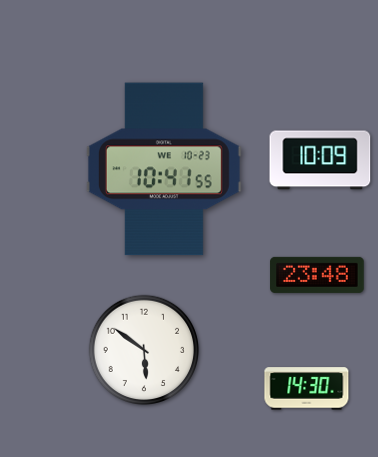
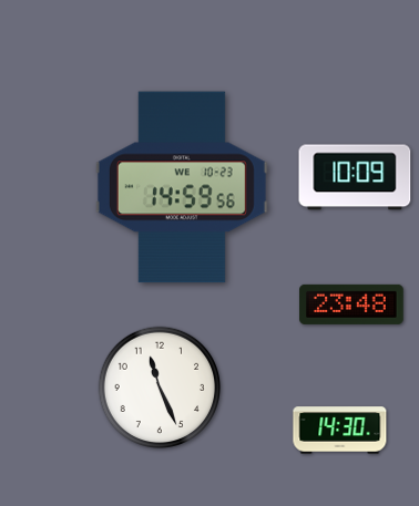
clock at (164, 169): 10:41 -> 14:59
clock at (144, 350): 5:51 -> 11:26
